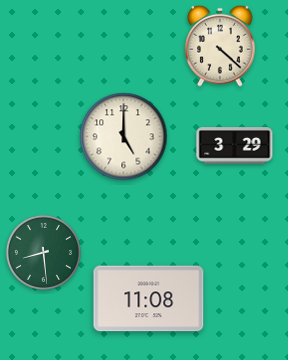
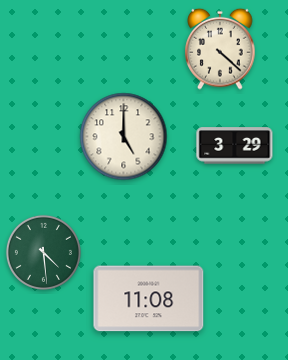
clock at (220, 46) position: (220, 46) -> (220, 49)
clock at (43, 252): 8:29 -> 4:29
